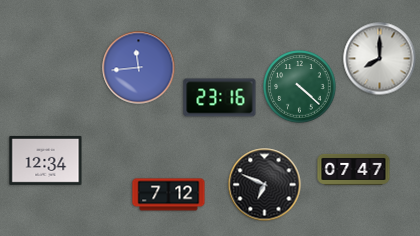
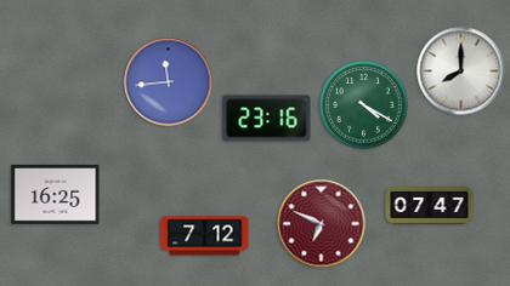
clock at (300, 87): 4:22 -> 4:20
clock at (46, 160): 12:34 -> 16:25
clock at (265, 185) dial: black -> burgundy
